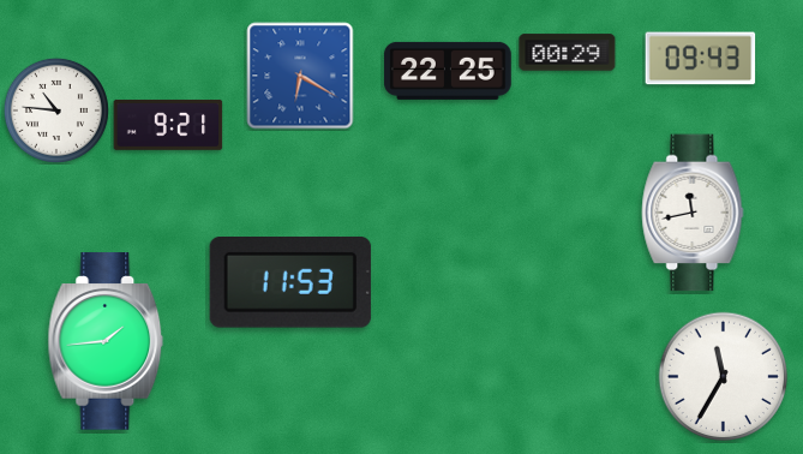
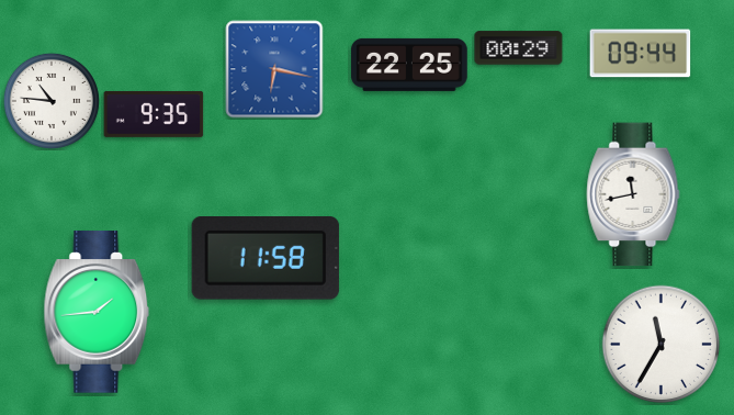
clock at (701, 59): 09:43 -> 09:44
clock at (300, 76): 6:20 -> 6:17
clock at (168, 125): 9:21 -> 9:35
clock at (290, 283): 11:53 -> 11:58
